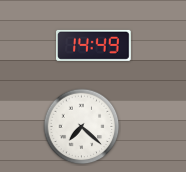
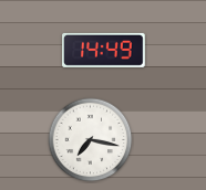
clock at (82, 127): 7:22 -> 7:17
